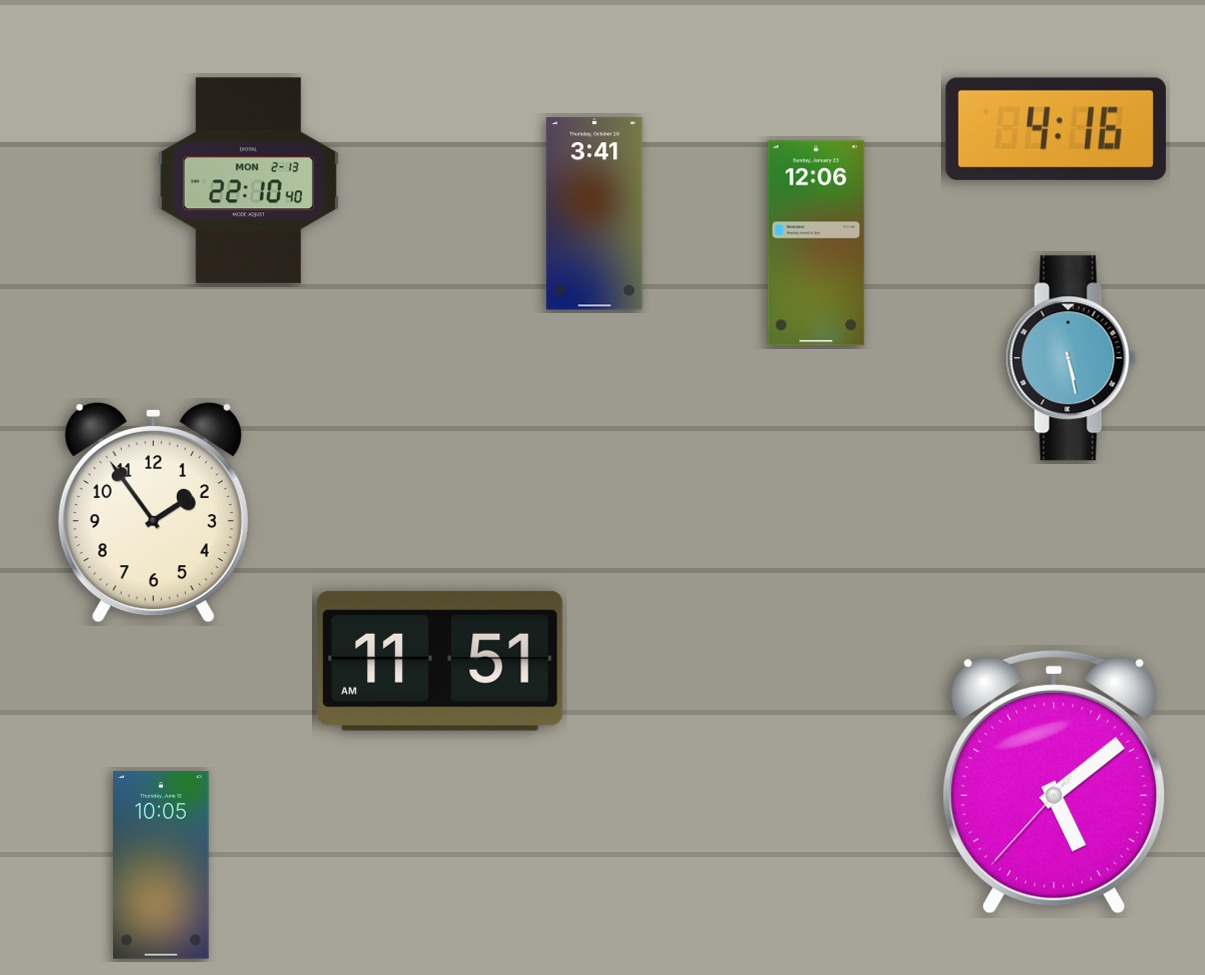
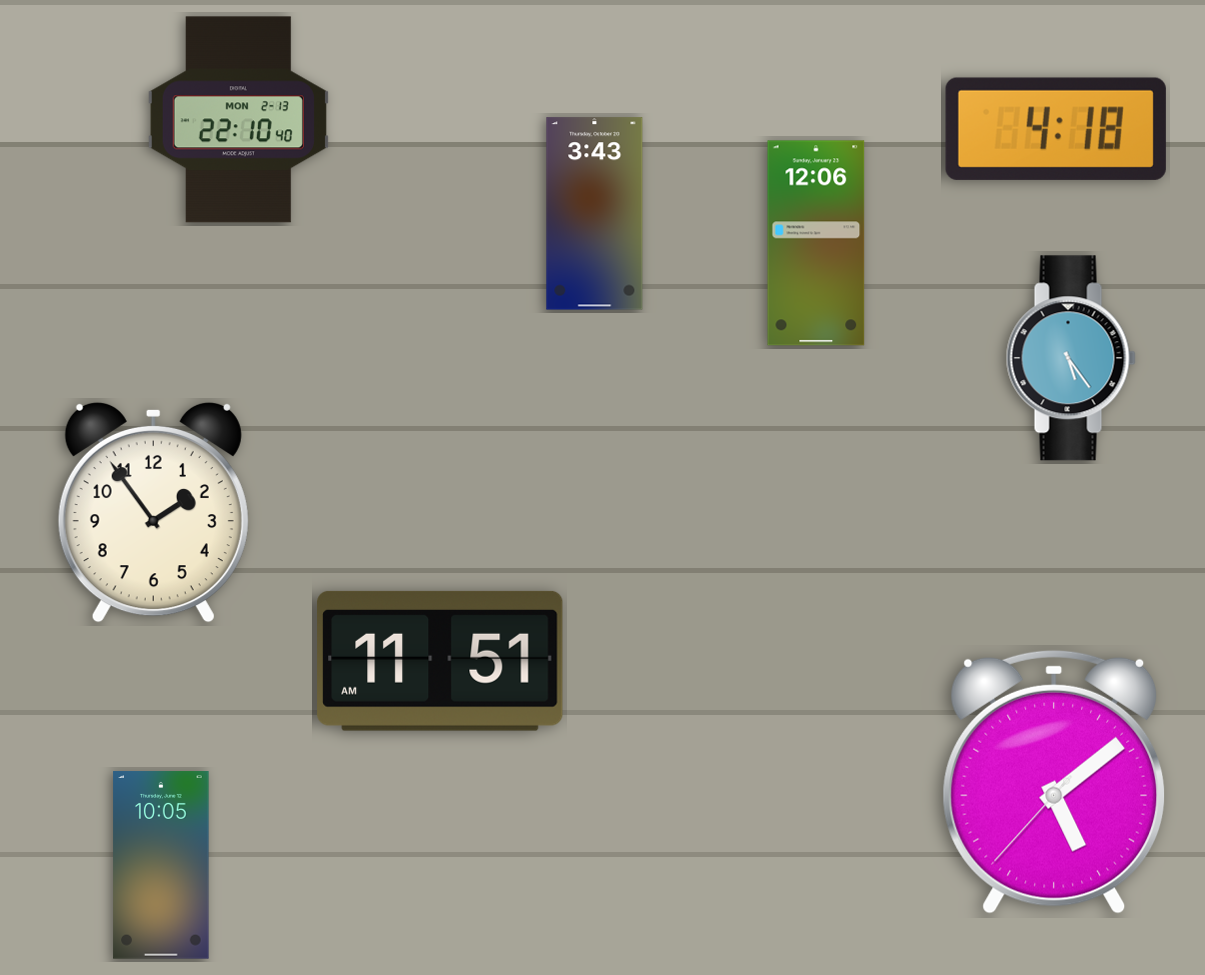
clock at (1056, 129): 4:16 -> 4:18
clock at (248, 181) position: (248, 181) -> (238, 120)
clock at (595, 214): 3:41 -> 3:43
clock at (1071, 358): 5:28 -> 5:24
